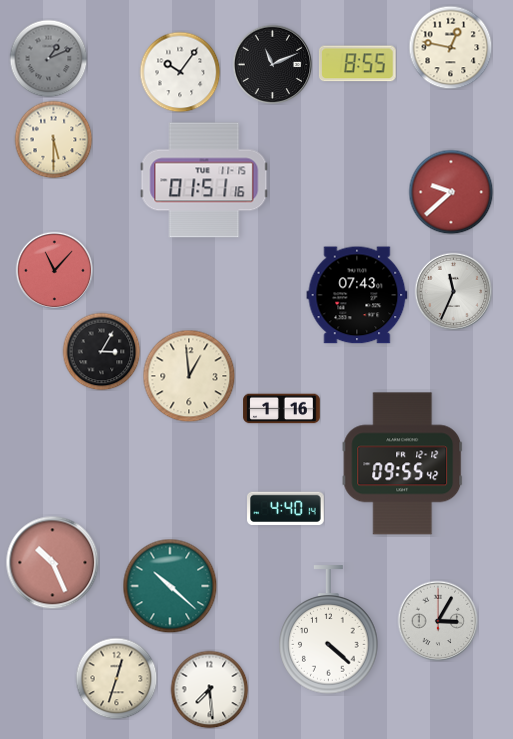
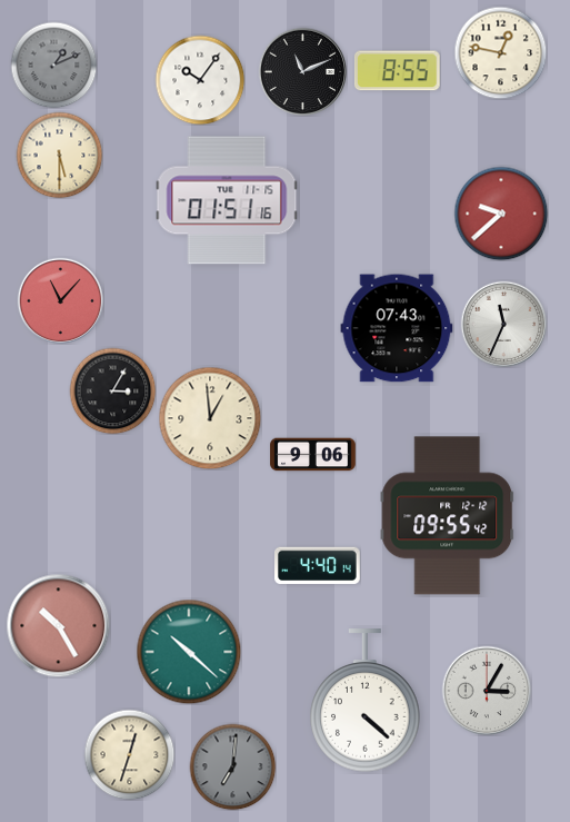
clock at (282, 409): 1:16 -> 9:06
clock at (52, 562): 10:26 -> 10:25
clock at (209, 689): 7:29 -> 7:01
clock at (209, 689) dial: white -> grey
